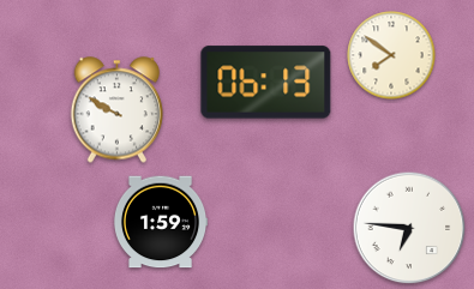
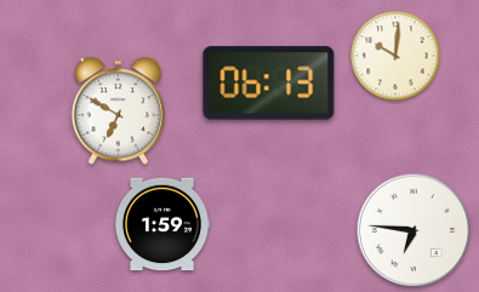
clock at (391, 55): 7:51 -> 10:01
clock at (118, 110): 9:50 -> 6:50
